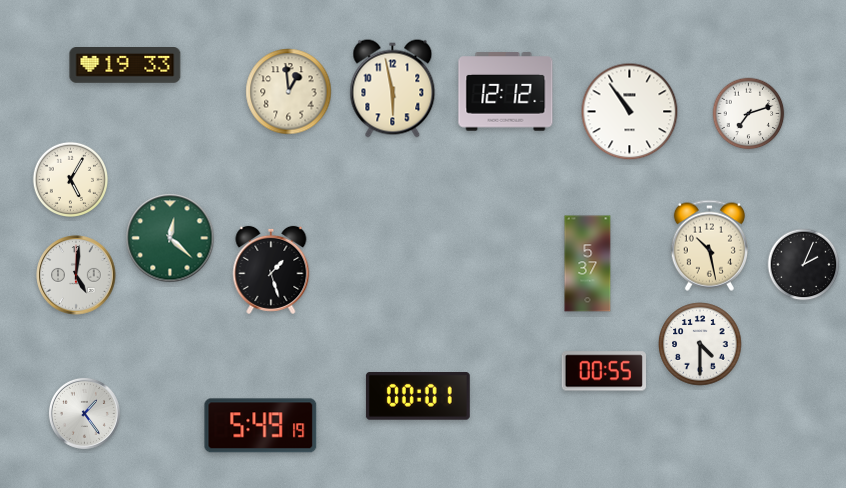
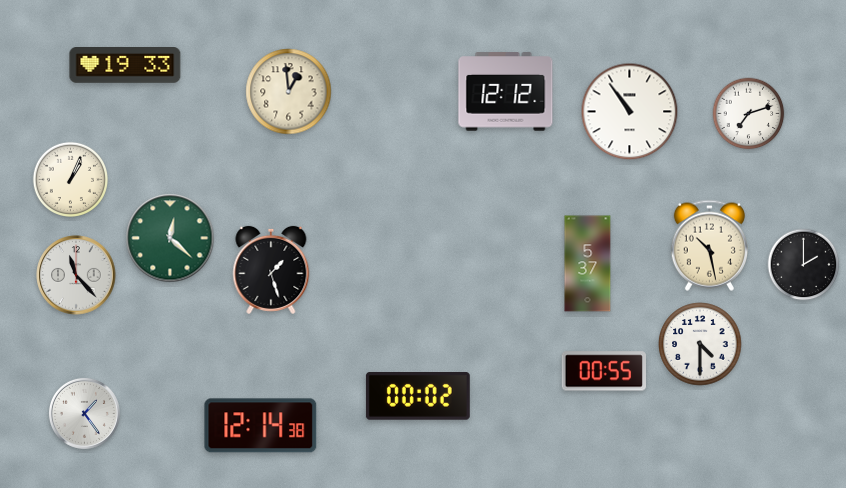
clock at (393, 89): 5:58 -> none
clock at (70, 179): 5:05 -> 1:04
clock at (804, 265): 2:04 -> 2:00
clock at (76, 275): 5:01 -> 11:23
clock at (418, 397): 00:01 -> 00:02
clock at (261, 426): 5:49 -> 12:14
